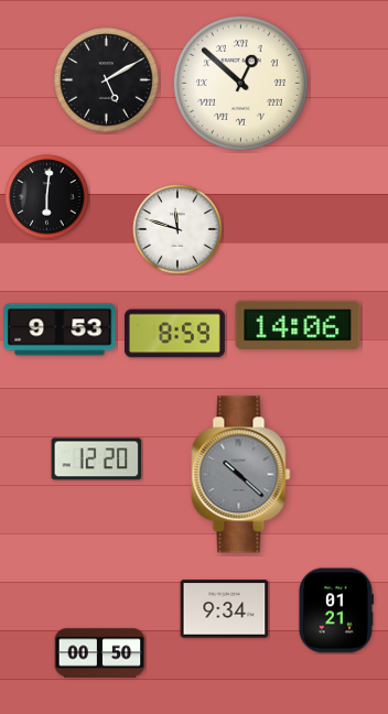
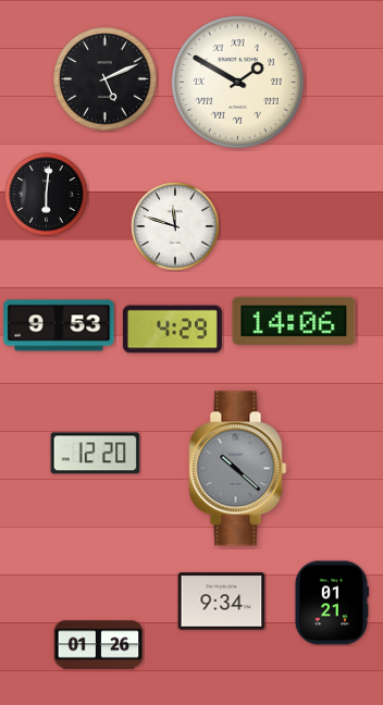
clock at (107, 80): 5:10 -> 5:11
clock at (240, 83): 12:52 -> 1:50
clock at (174, 334): 8:59 -> 4:29
clock at (100, 653): 00:50 -> 01:26
